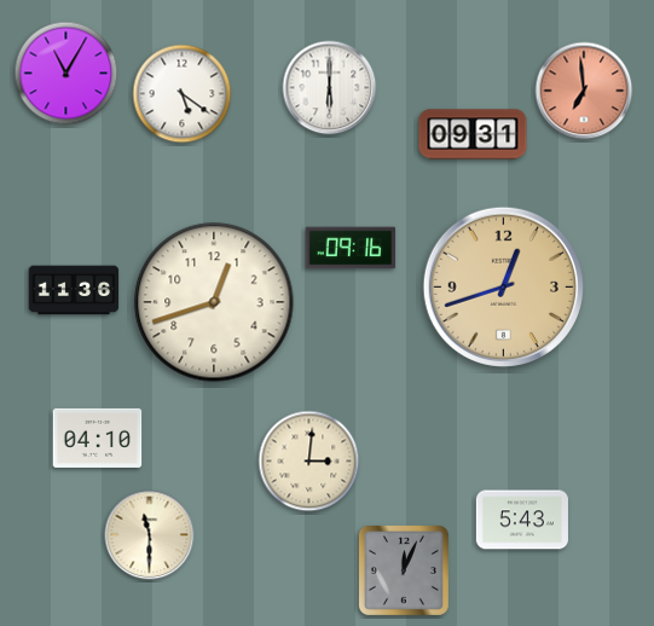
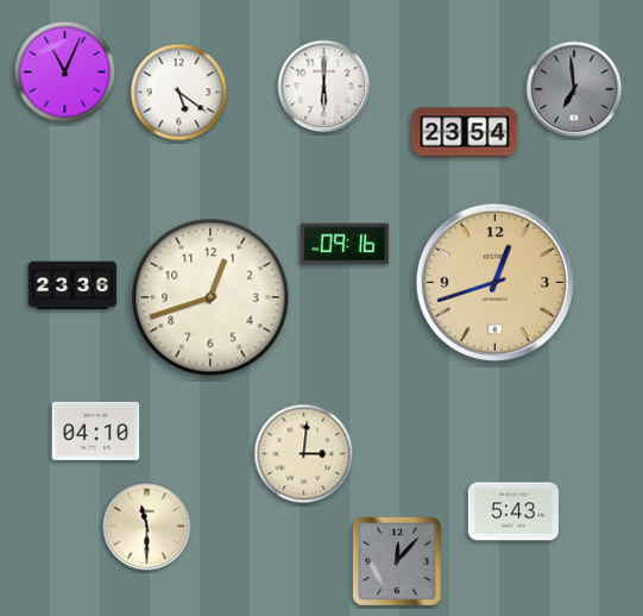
clock at (66, 74): 11:05 -> 11:04
clock at (584, 91) dial: salmon -> grey
clock at (473, 134): 09:31 -> 23:54
clock at (74, 290): 11:36 -> 23:36
clock at (404, 570): 12:04 -> 12:07
